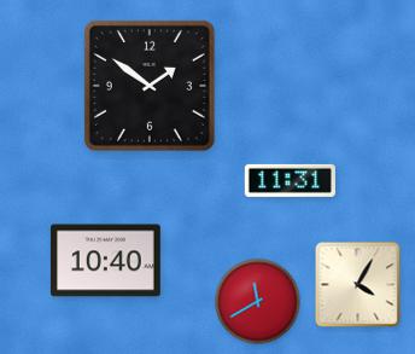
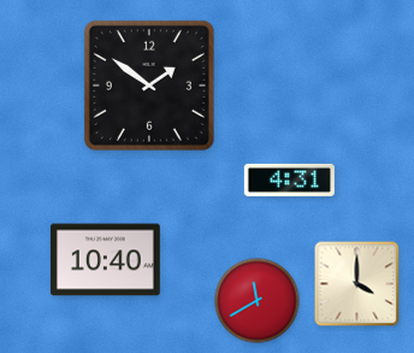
clock at (290, 180): 11:31 -> 4:31
clock at (358, 285): 4:05 -> 4:00
